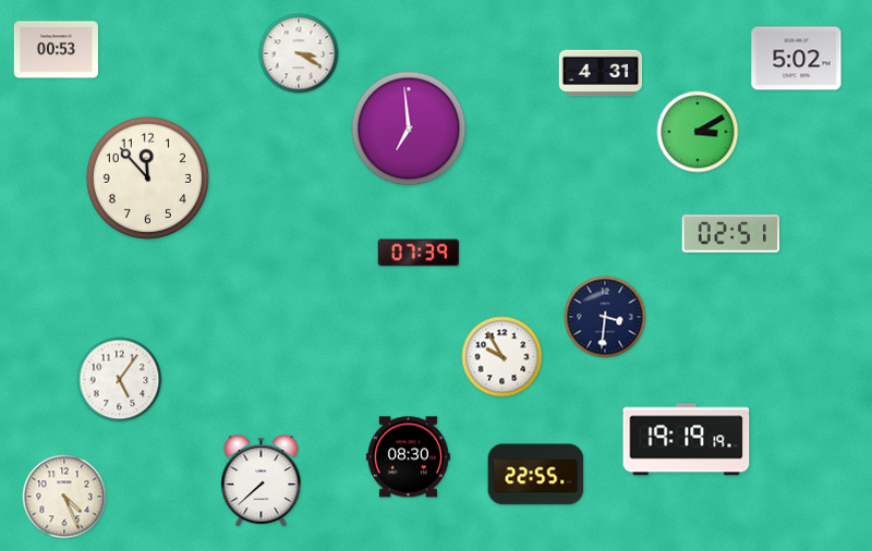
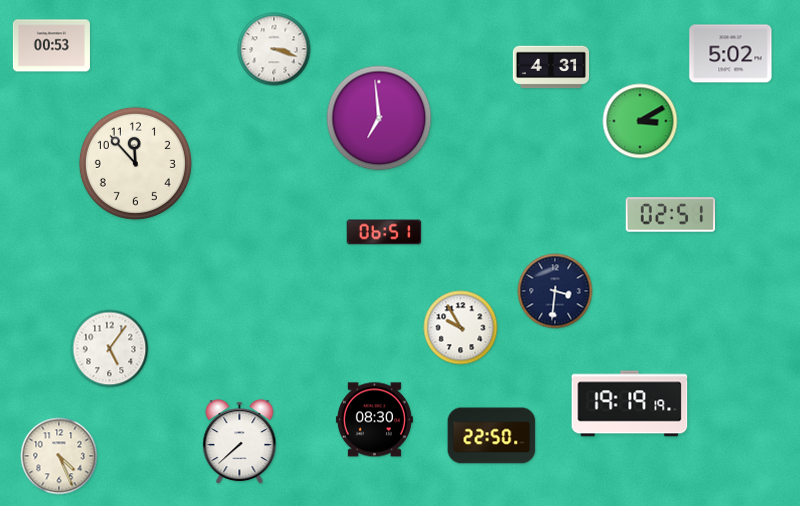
clock at (299, 53): 3:20 -> 3:18
clock at (409, 128) position: (409, 128) -> (379, 118)
clock at (419, 253): 07:39 -> 06:51
clock at (536, 475): 22:55 -> 22:50
